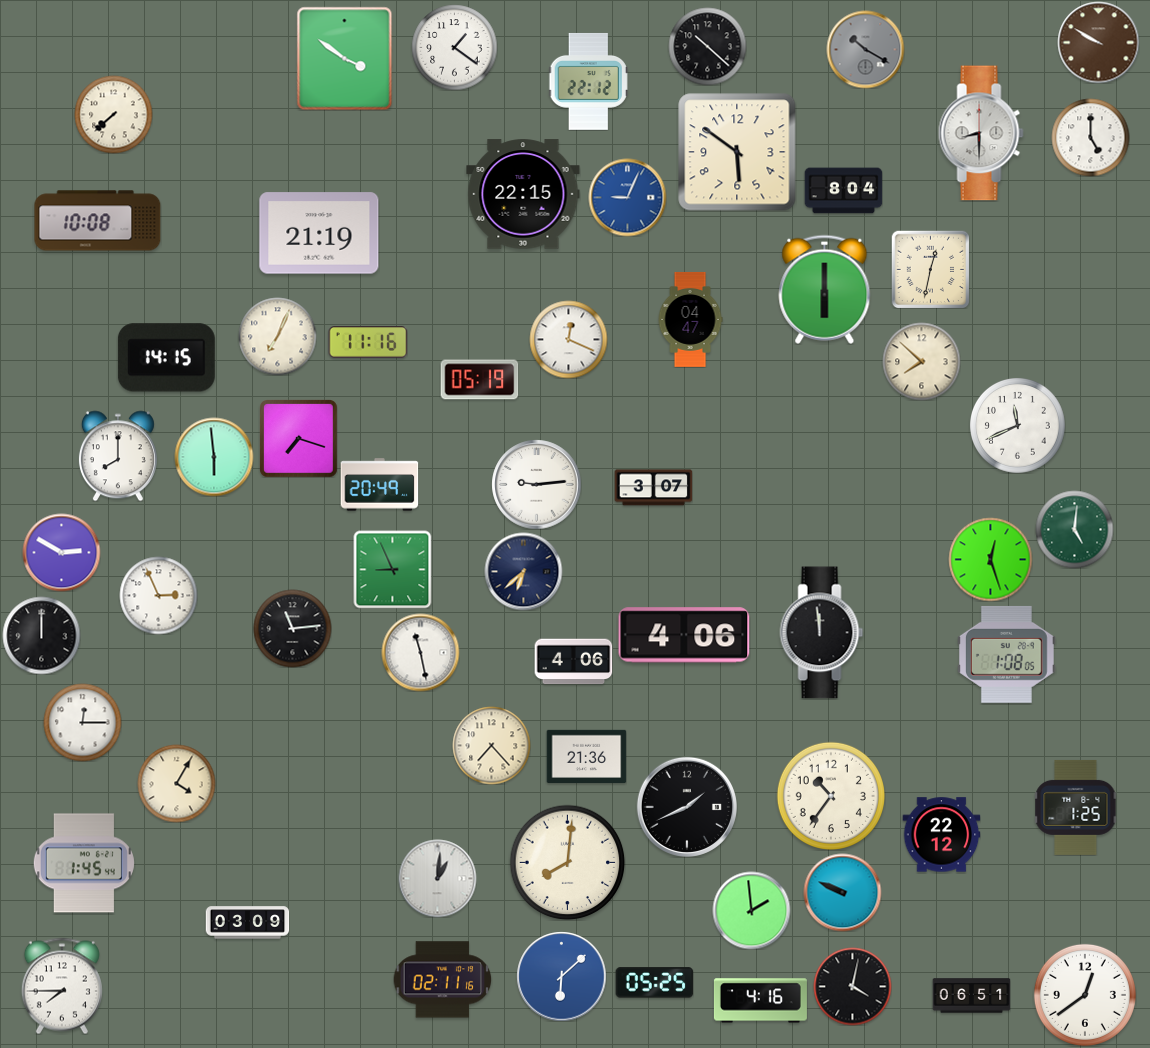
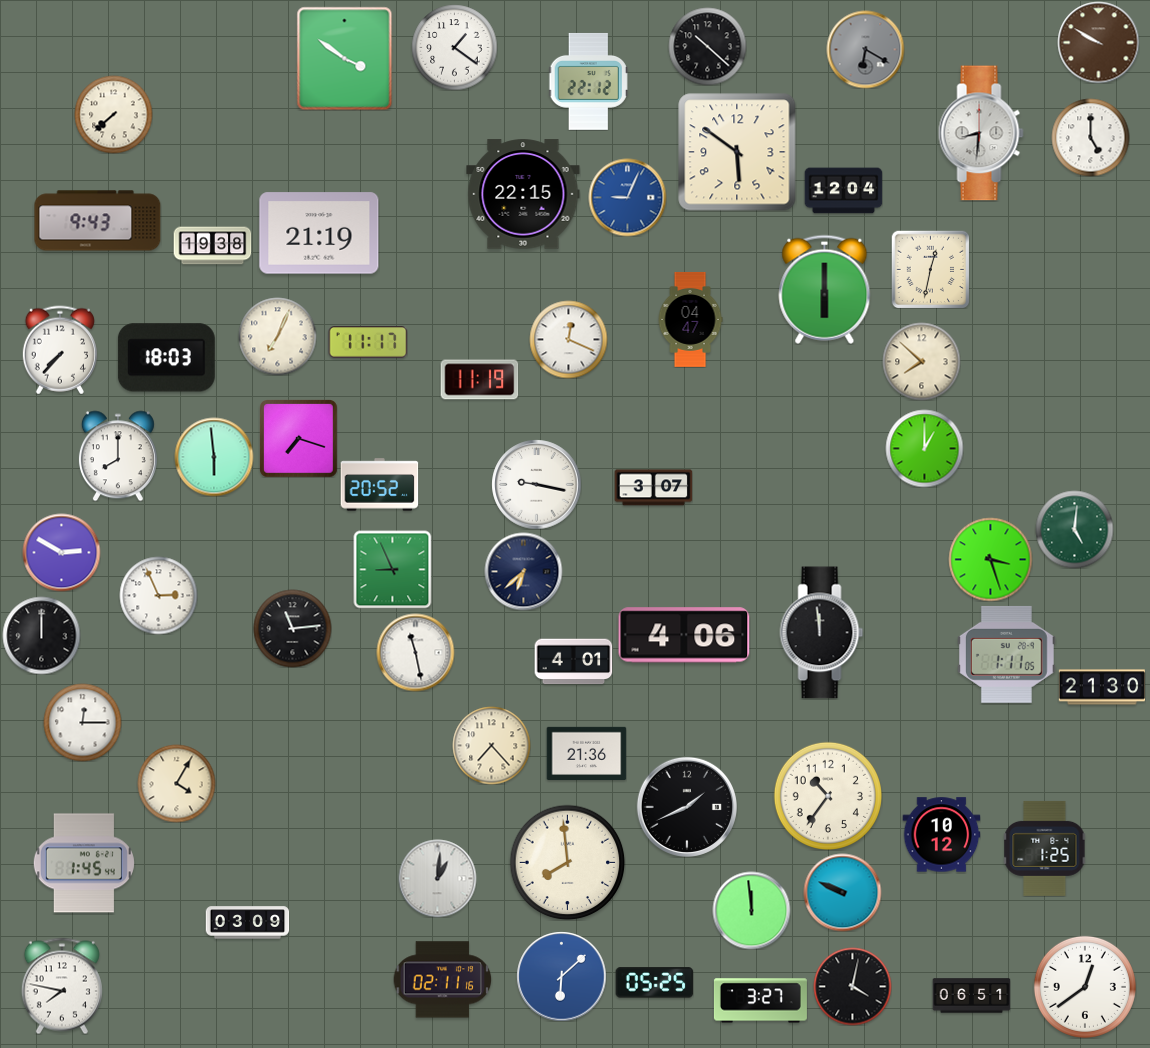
clock at (865, 49): 10:20 -> 6:20
clock at (981, 133): 8:30 -> 8:31
clock at (843, 191): 8:04 -> 12:04
clock at (98, 221): 10:08 -> 9:43
clock at (212, 246): none -> 19:38
clock at (368, 342): 11:16 -> 11:17
clock at (60, 350): none -> 7:37
clock at (166, 358): 14:15 -> 18:03
clock at (479, 380): 05:19 -> 11:19
clock at (1018, 426): 11:41 -> none
clock at (924, 448): none -> 1:00
clock at (536, 484): 9:14 -> 9:17
clock at (379, 485): 20:49 -> 20:52
clock at (990, 559): 12:27 -> 3:27
clock at (420, 652) position: (420, 652) -> (415, 652)
clock at (1006, 654): 1:08 -> 1:11
clock at (573, 662): 4:06 -> 4:01
clock at (1101, 687): none -> 21:30
clock at (586, 756) position: (586, 756) -> (586, 753)
clock at (831, 796) position: (831, 796) -> (828, 796)
clock at (1076, 807) position: (1076, 807) -> (1045, 848)
clock at (941, 835): 22:12 -> 10:12
clock at (567, 862): 8:01 -> 7:59
clock at (751, 910): 1:59 -> 11:59
clock at (62, 986): 7:45 -> 7:47
clock at (1085, 995) position: (1085, 995) -> (1085, 987)
clock at (760, 1001): 4:16 -> 3:27
